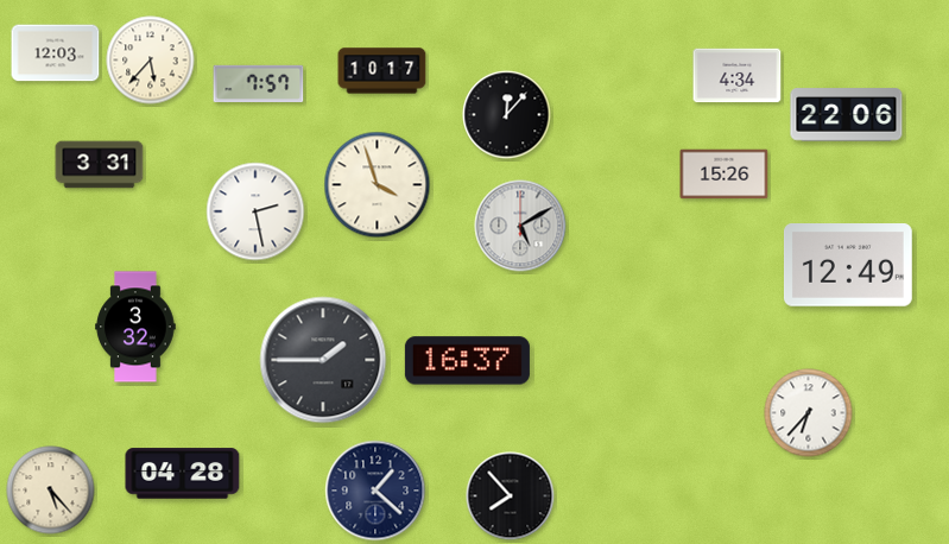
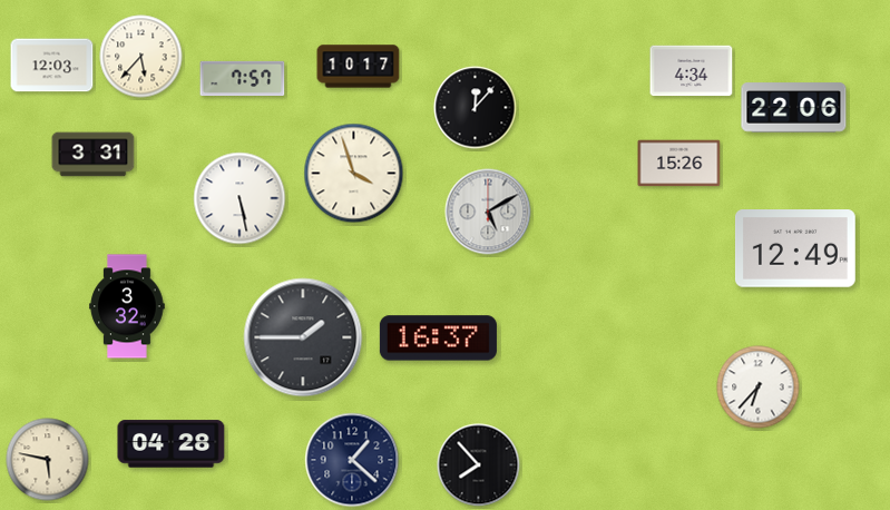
clock at (56, 53) position: (56, 53) -> (52, 66)
clock at (255, 211): 2:28 -> 5:28
clock at (51, 491): 5:23 -> 5:47
